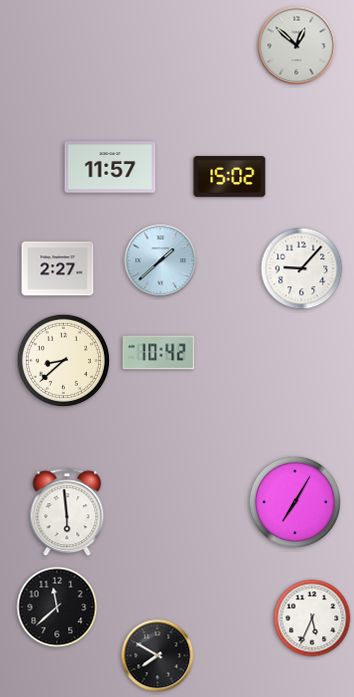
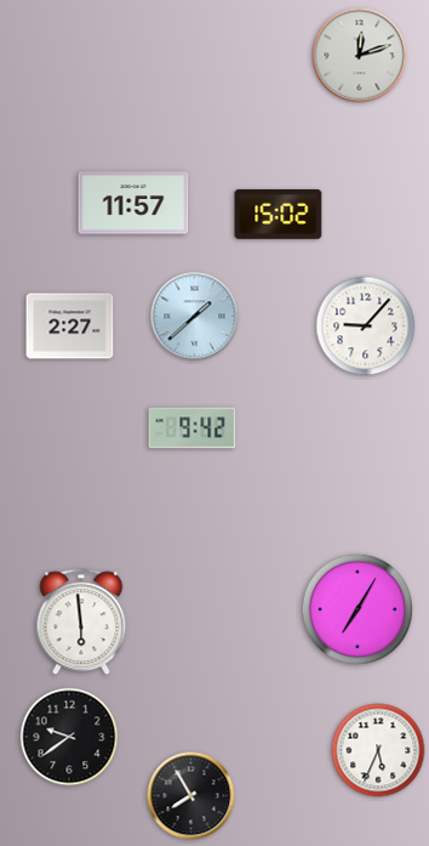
clock at (297, 46): 12:52 -> 12:12
clock at (159, 353): 10:42 -> 9:42
clock at (63, 360): 8:38 -> none
clock at (57, 607): 11:38 -> 9:39
clock at (158, 656): 7:50 -> 7:55
